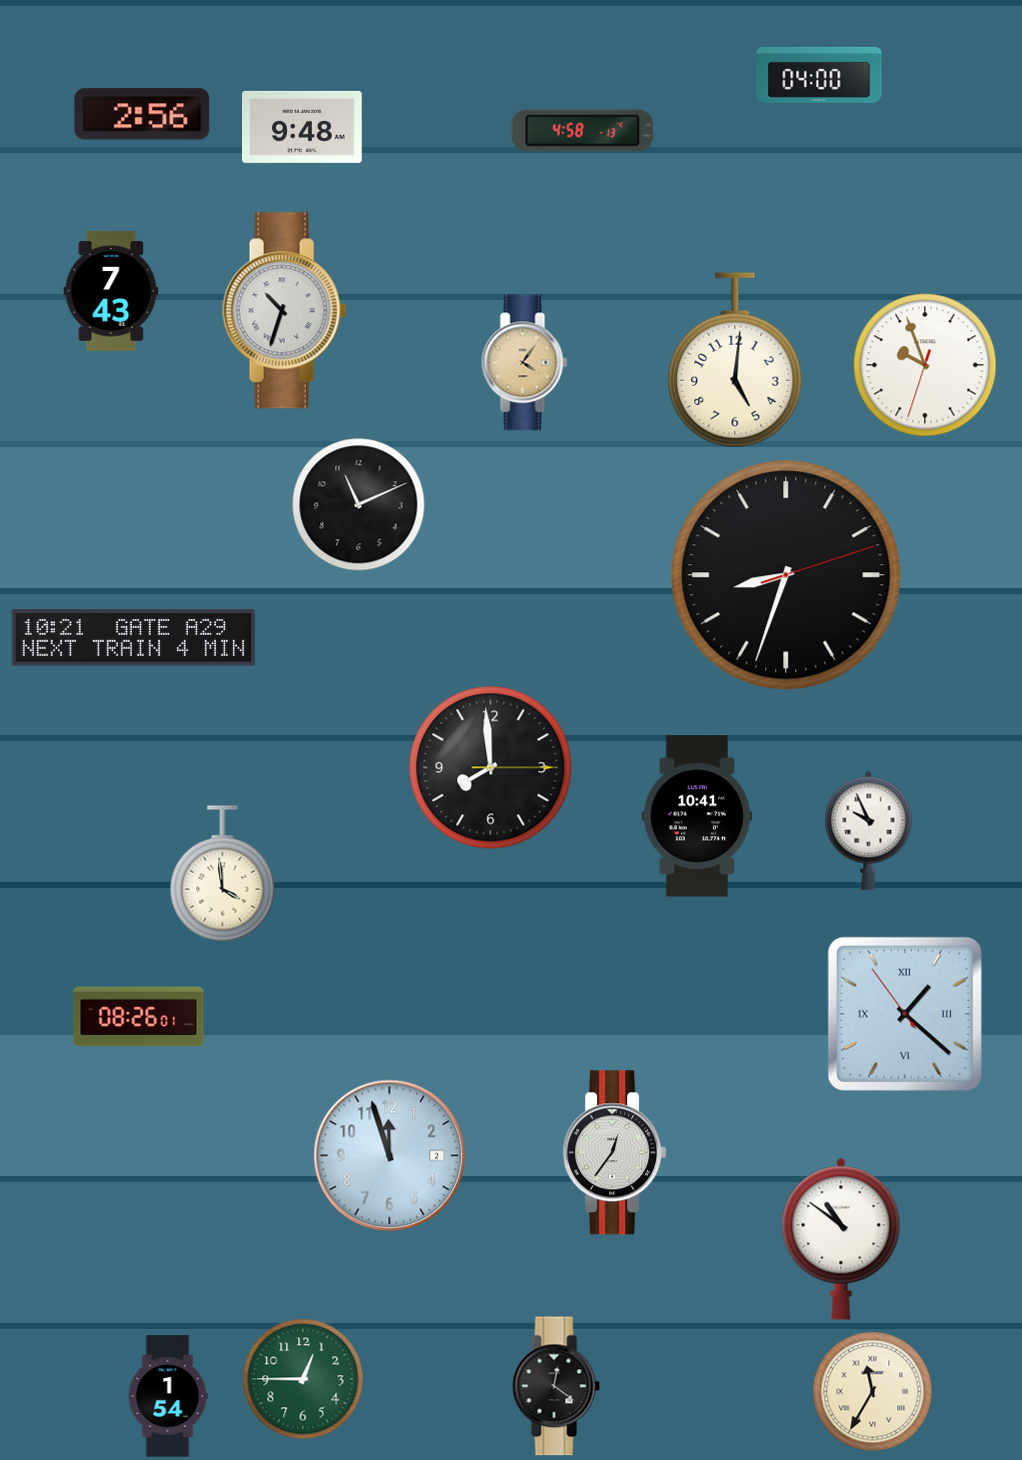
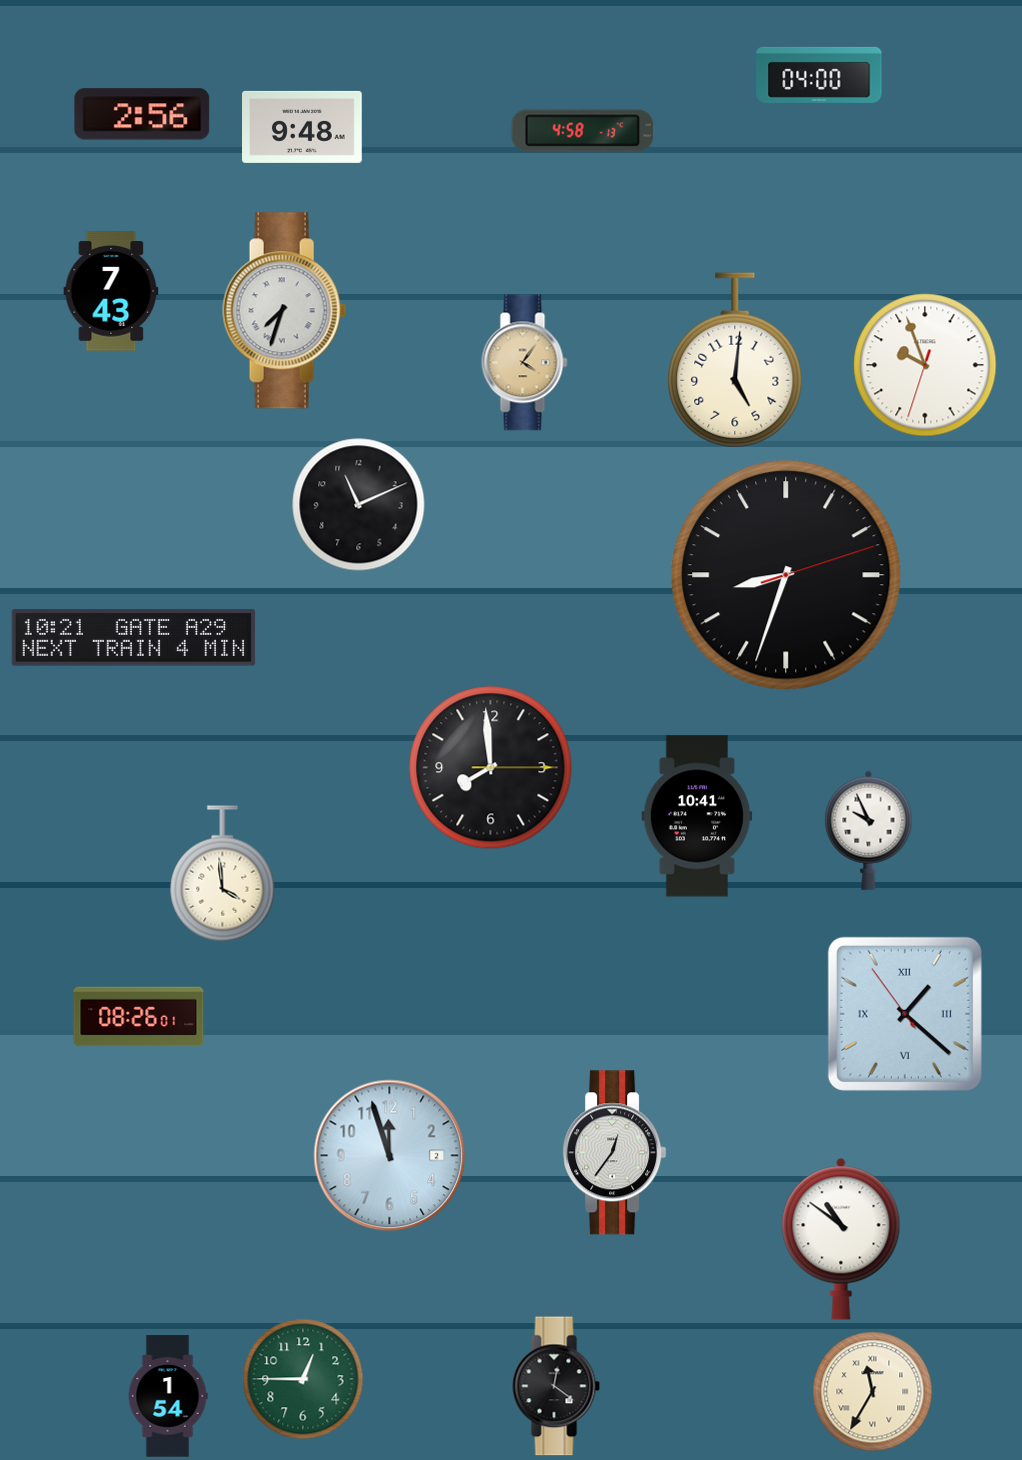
clock at (285, 311): 10:33 -> 7:33
